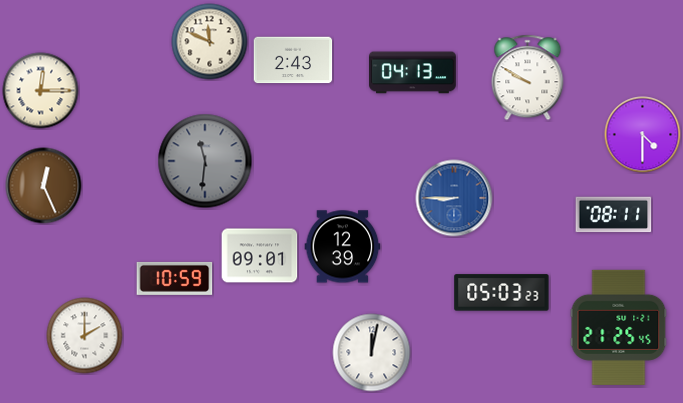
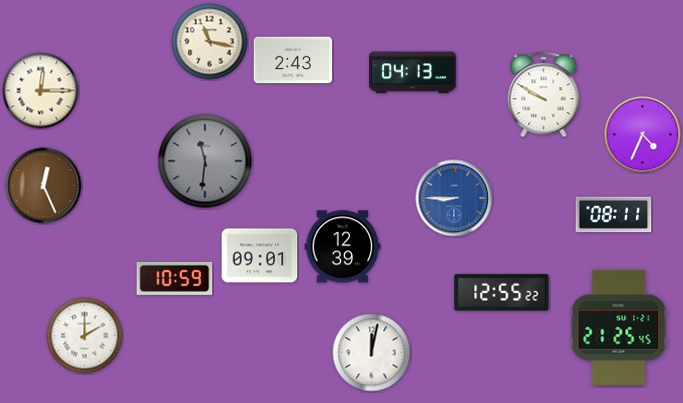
clock at (210, 42): 11:49 -> 11:17
clock at (528, 78) position: (528, 78) -> (544, 95)
clock at (643, 135): 4:30 -> 4:34
clock at (502, 293): 05:03 -> 12:55
